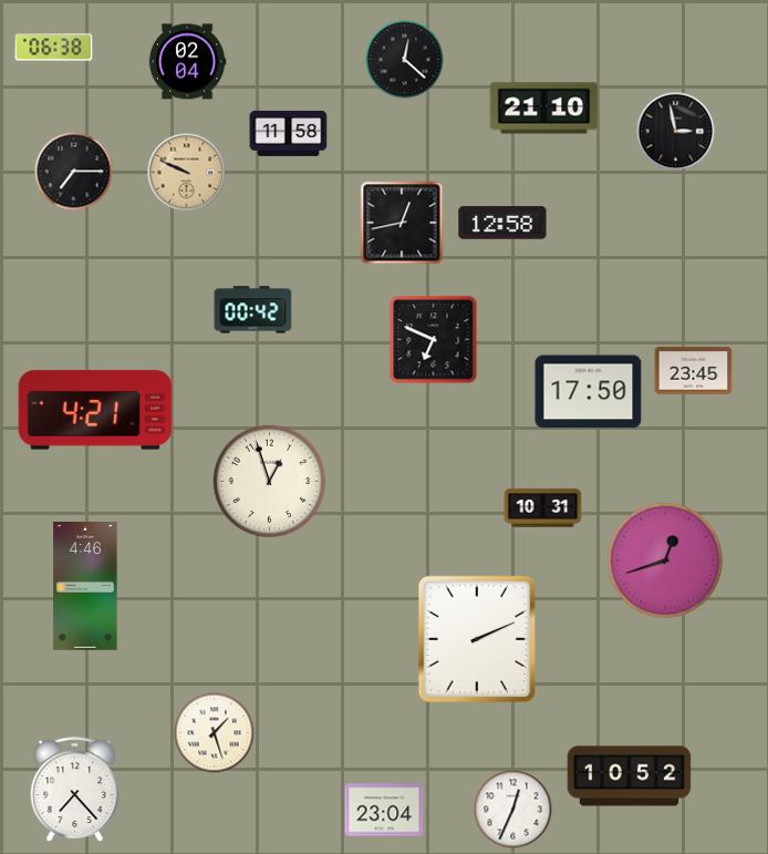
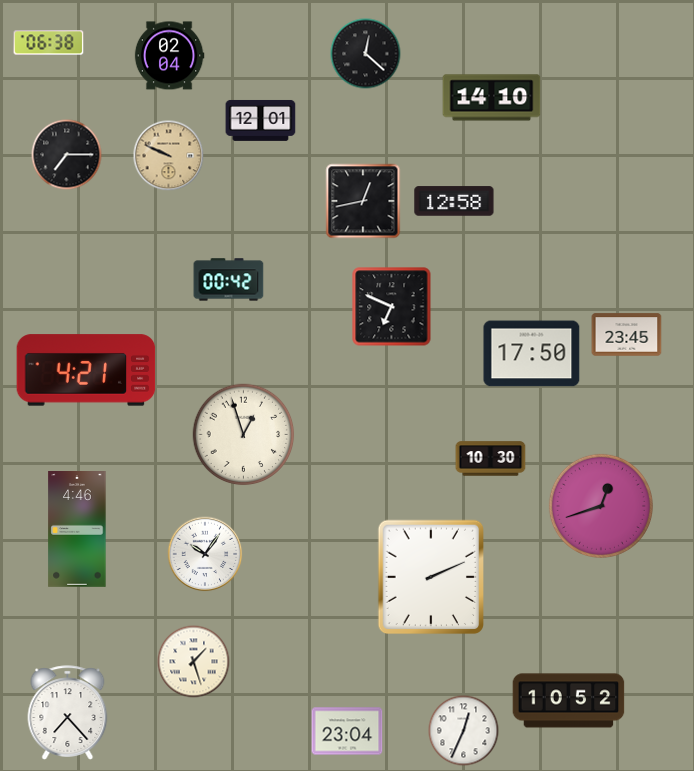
clock at (544, 109): 21:10 -> 14:10
clock at (676, 132): 2:58 -> none
clock at (289, 133): 11:58 -> 12:01
clock at (543, 508): 10:31 -> 10:30
clock at (205, 554): none -> 10:06
